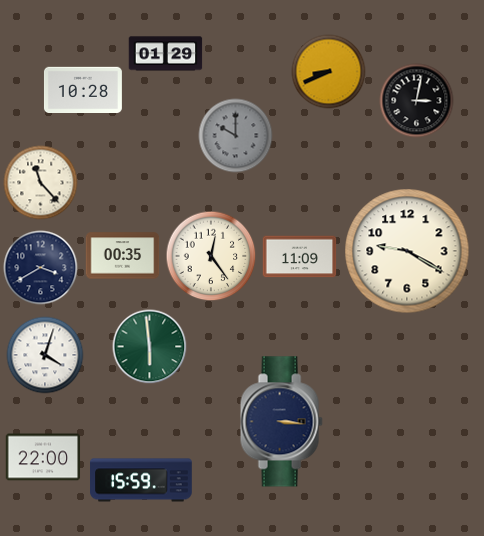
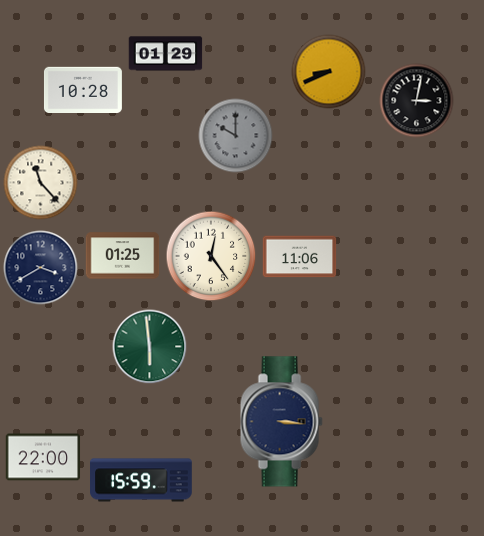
clock at (407, 251): 9:20 -> none
clock at (123, 256): 00:35 -> 01:25
clock at (300, 257): 11:09 -> 11:06
clock at (45, 355): 4:03 -> none
